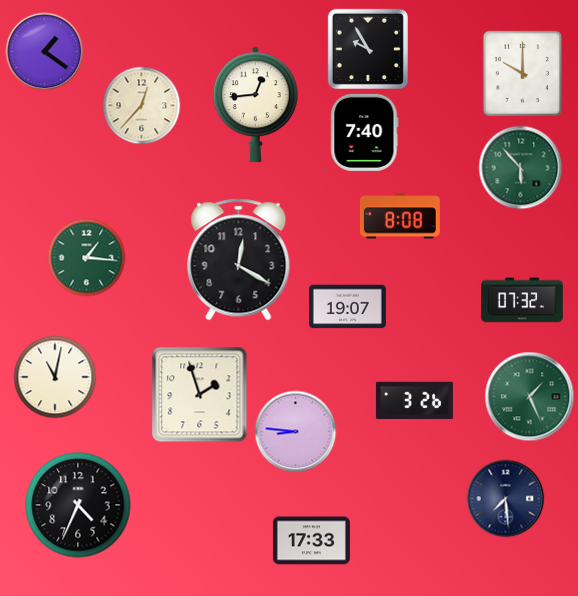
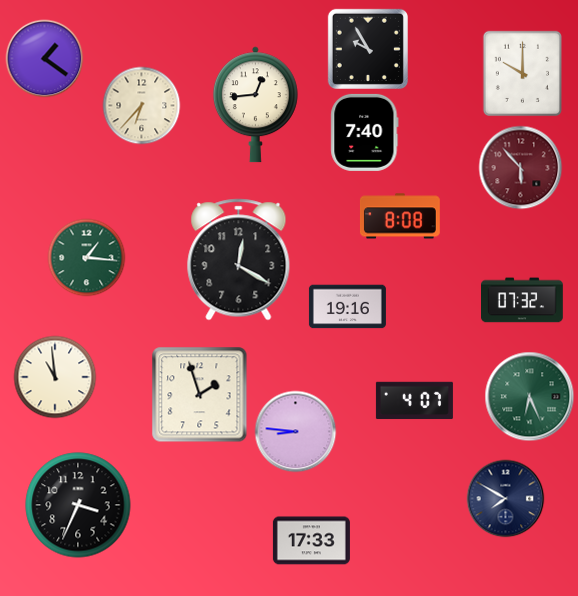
clock at (44, 51) position: (44, 51) -> (44, 58)
clock at (141, 105): 12:37 -> 6:37
clock at (520, 167) dial: green -> burgundy
clock at (347, 307): 19:07 -> 19:16
clock at (55, 377): 11:02 -> 10:59
clock at (529, 396): 1:26 -> 6:26
clock at (414, 401): 3:26 -> 4:07
clock at (505, 498): 7:29 -> 7:50
clock at (78, 505): 4:34 -> 3:34
